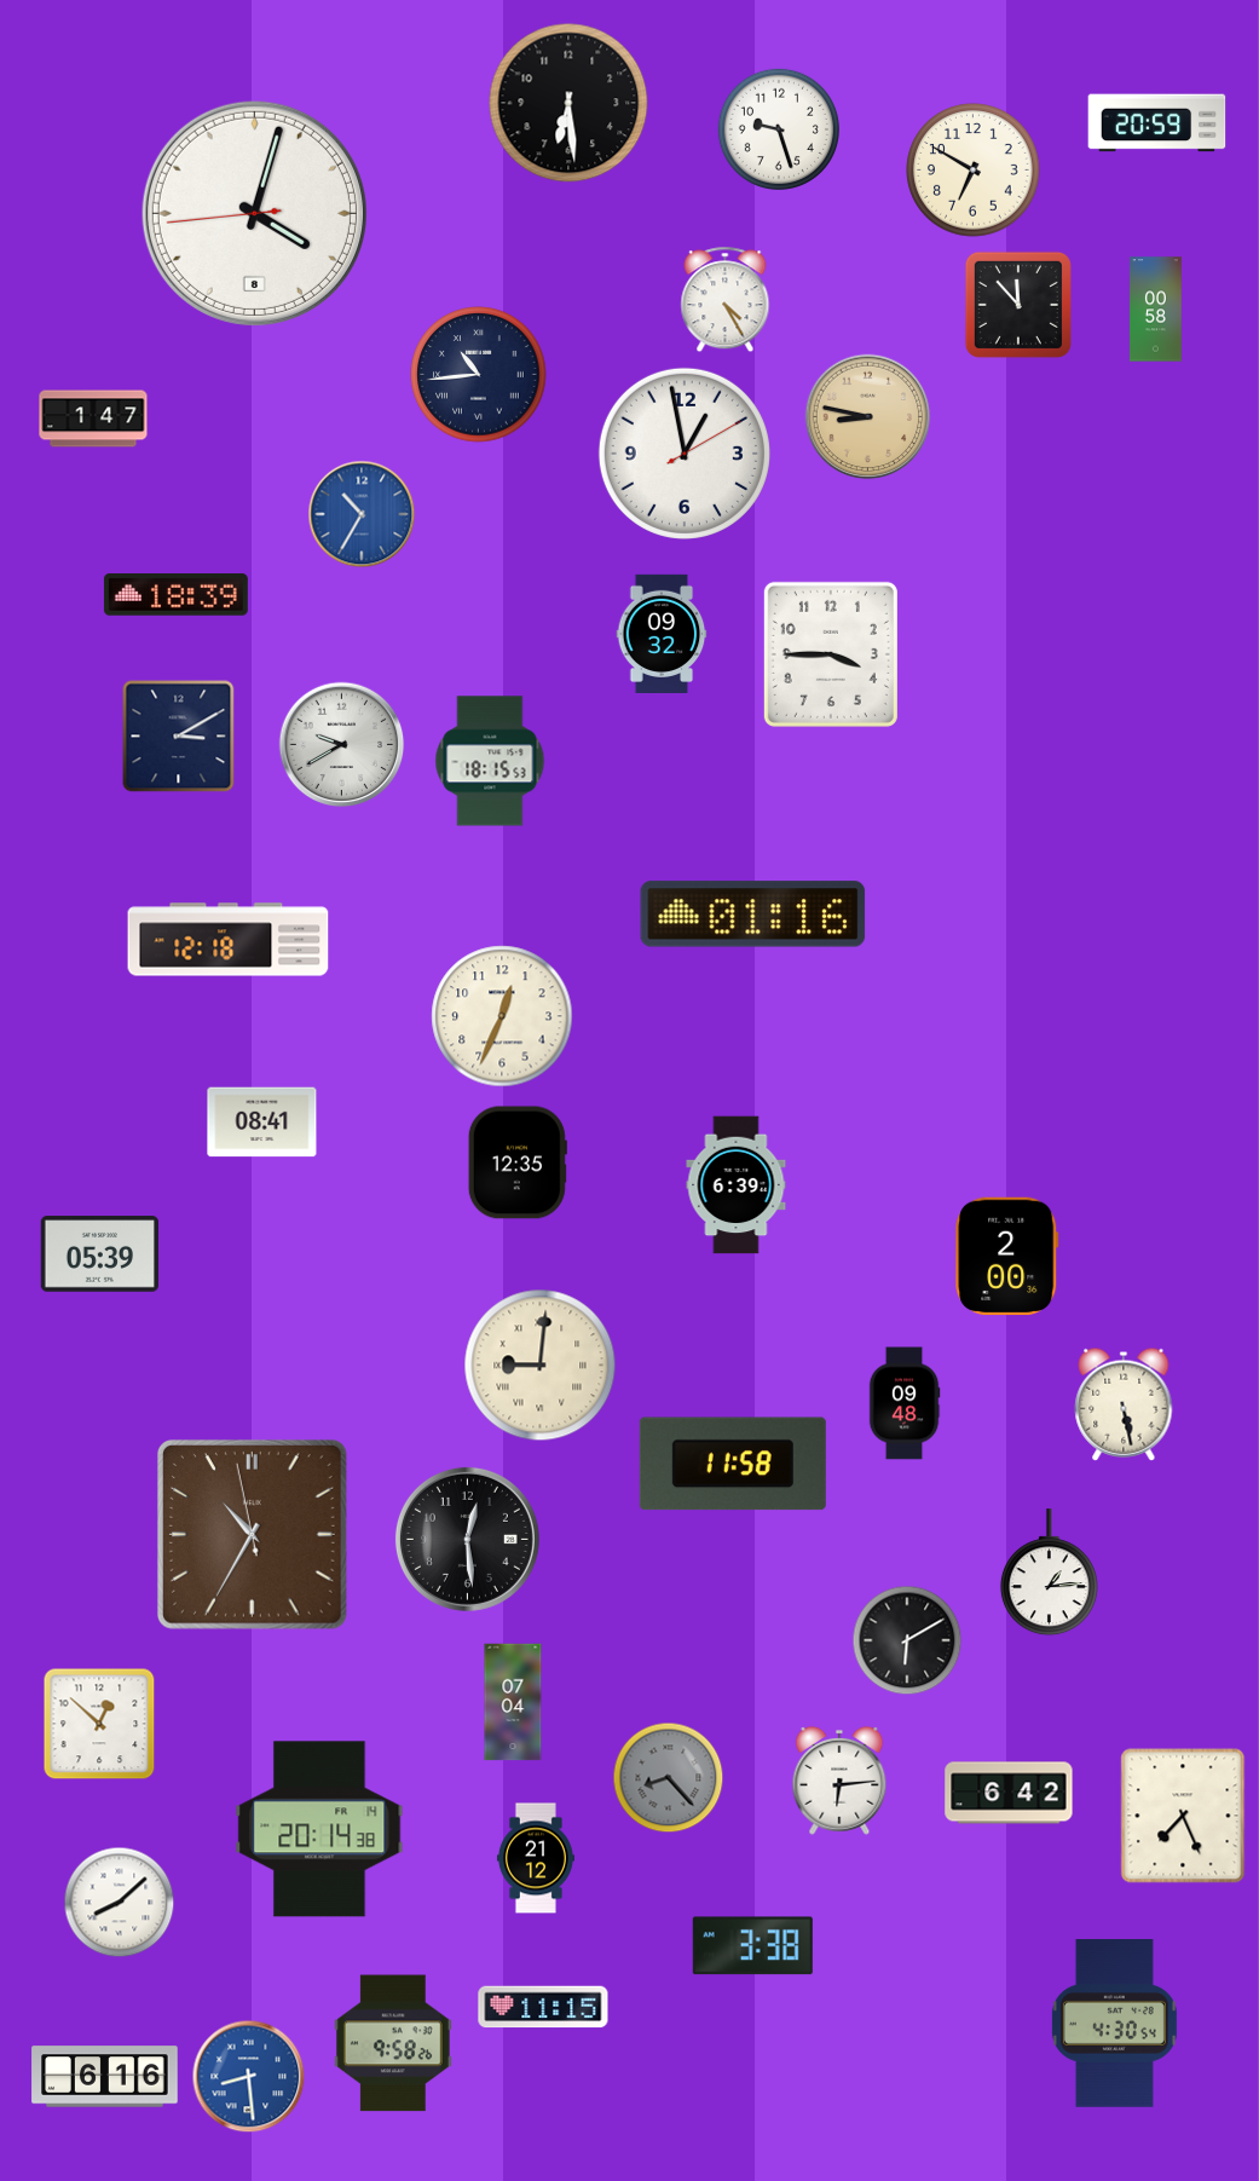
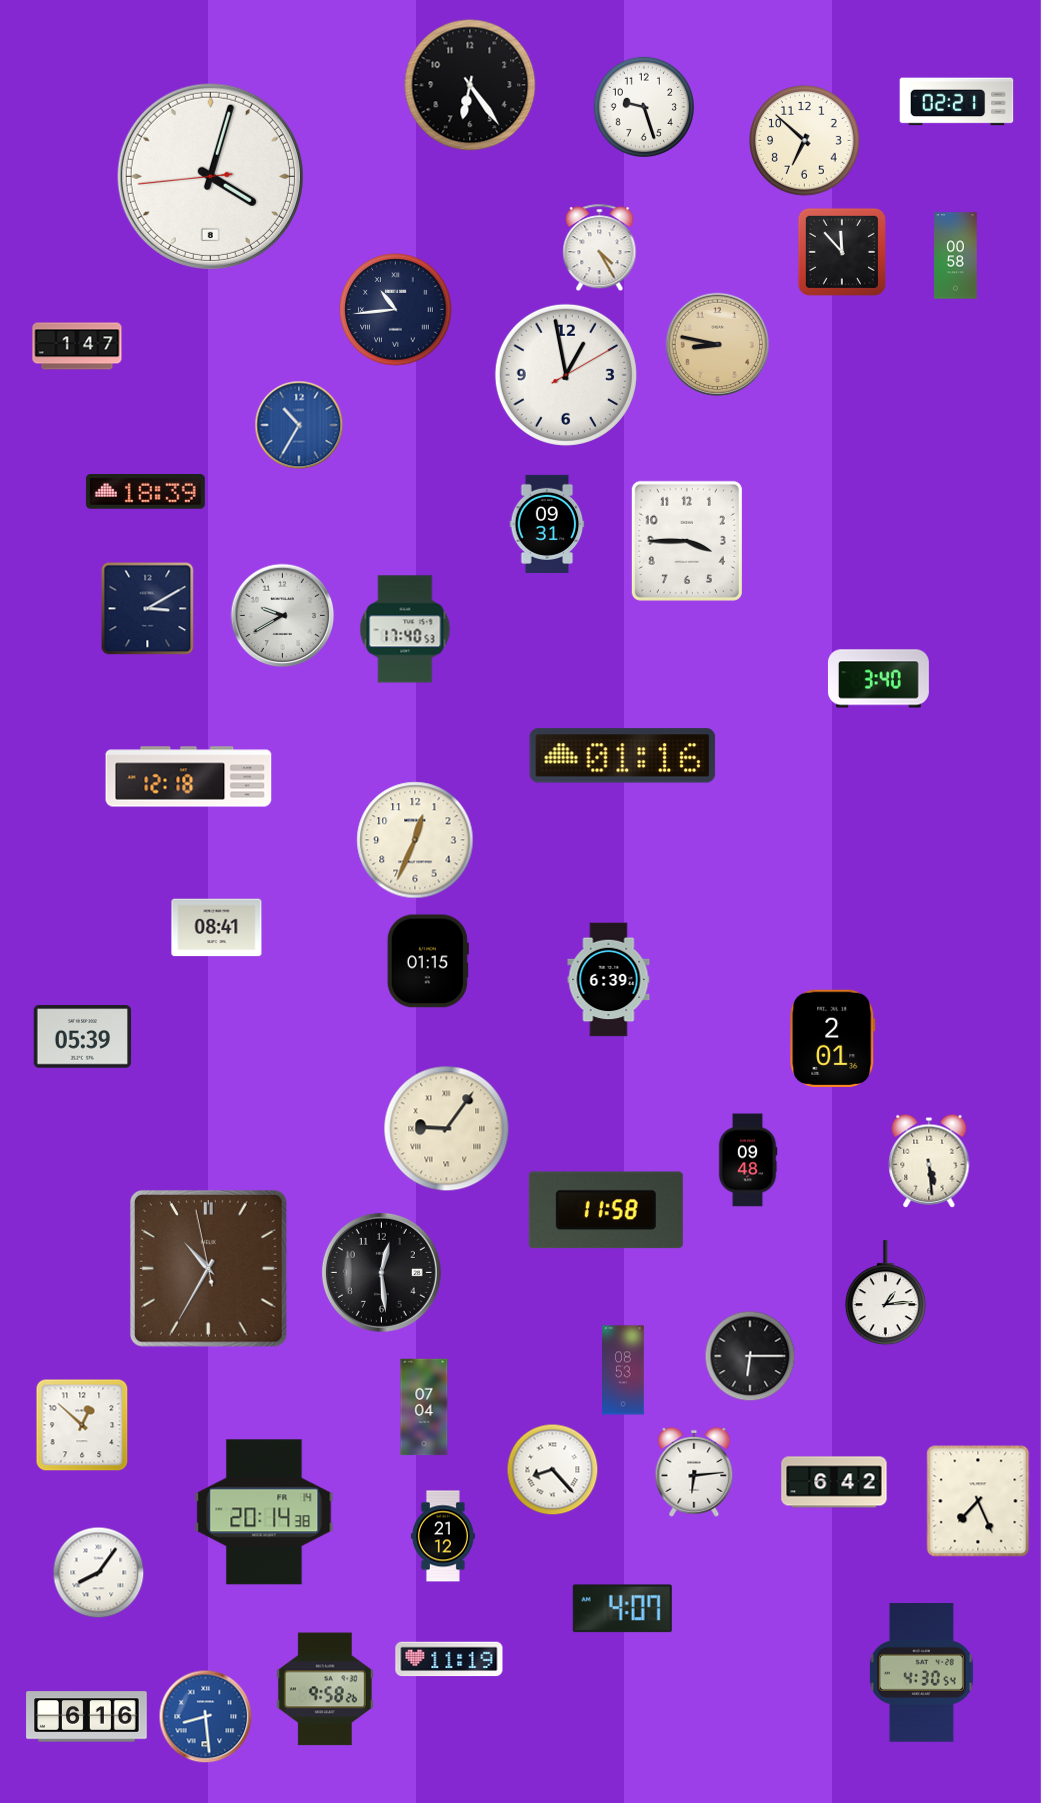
clock at (568, 103): 6:29 -> 6:24
clock at (1157, 123): 20:59 -> 02:21
clock at (974, 171): 6:50 -> 6:52
clock at (662, 633): 09:32 -> 09:31
clock at (490, 761): 18:15 -> 17:40
clock at (878, 679): none -> 3:40
clock at (518, 1162): 12:35 -> 01:15
clock at (1007, 1256): 2:00 -> 2:01
clock at (541, 1366): 9:01 -> 9:06
clock at (1124, 1404): 5:28 -> 5:29
clock at (467, 1539) position: (467, 1539) -> (381, 1272)
clock at (1049, 1573) position: (1049, 1573) -> (885, 1293)
clock at (907, 1640): 6:10 -> 6:15
clock at (623, 1370): none -> 08:53
clock at (669, 1778) dial: grey -> white
clock at (120, 1903): 8:08 -> 8:06
clock at (752, 1946): 3:38 -> 4:07
clock at (543, 2007): 11:15 -> 11:19
